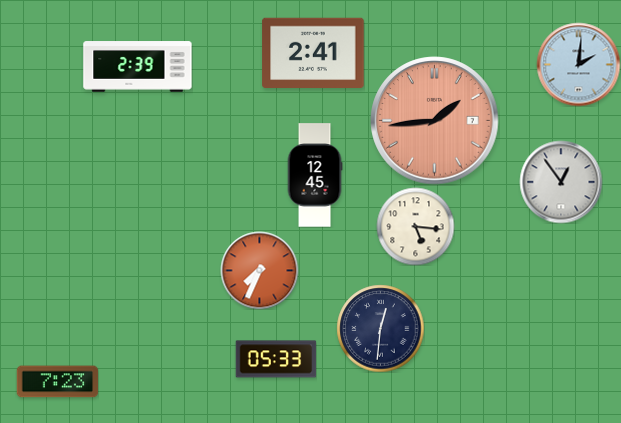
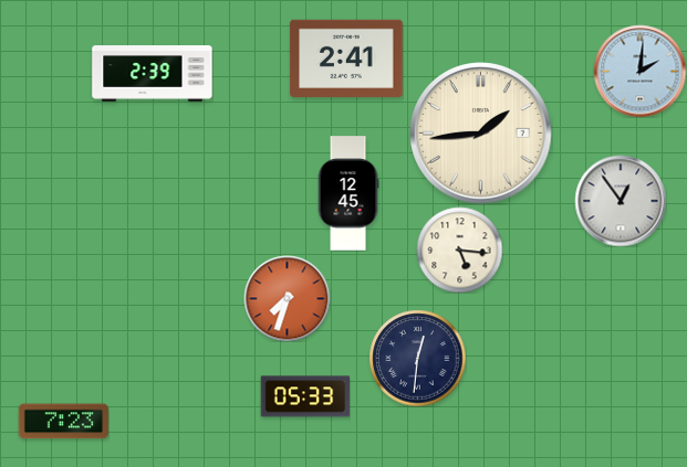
clock at (435, 121) dial: salmon -> cream
clock at (259, 270): 7:34 -> 7:33
clock at (380, 328) position: (380, 328) -> (417, 358)
